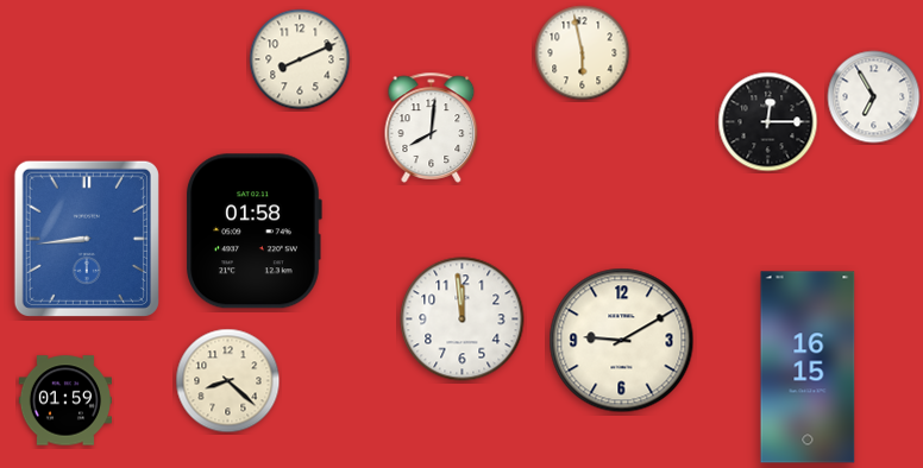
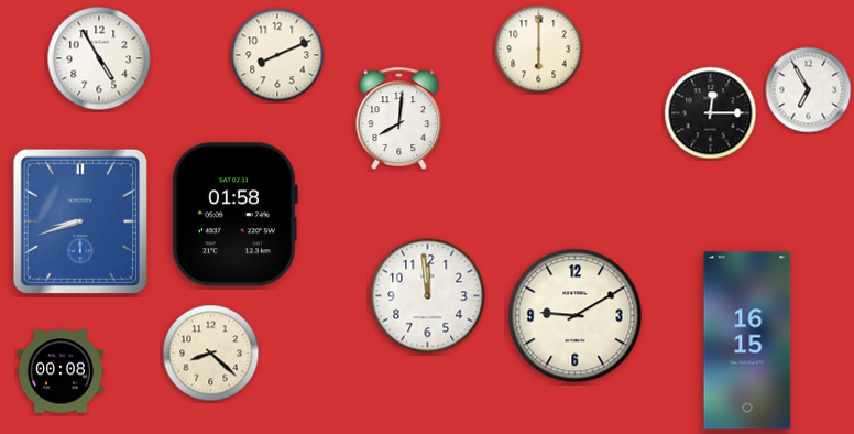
clock at (583, 53): 5:58 -> 6:00
clock at (99, 58): none -> 4:55
clock at (87, 239): 8:44 -> 8:42
clock at (64, 400): 01:59 -> 00:08
